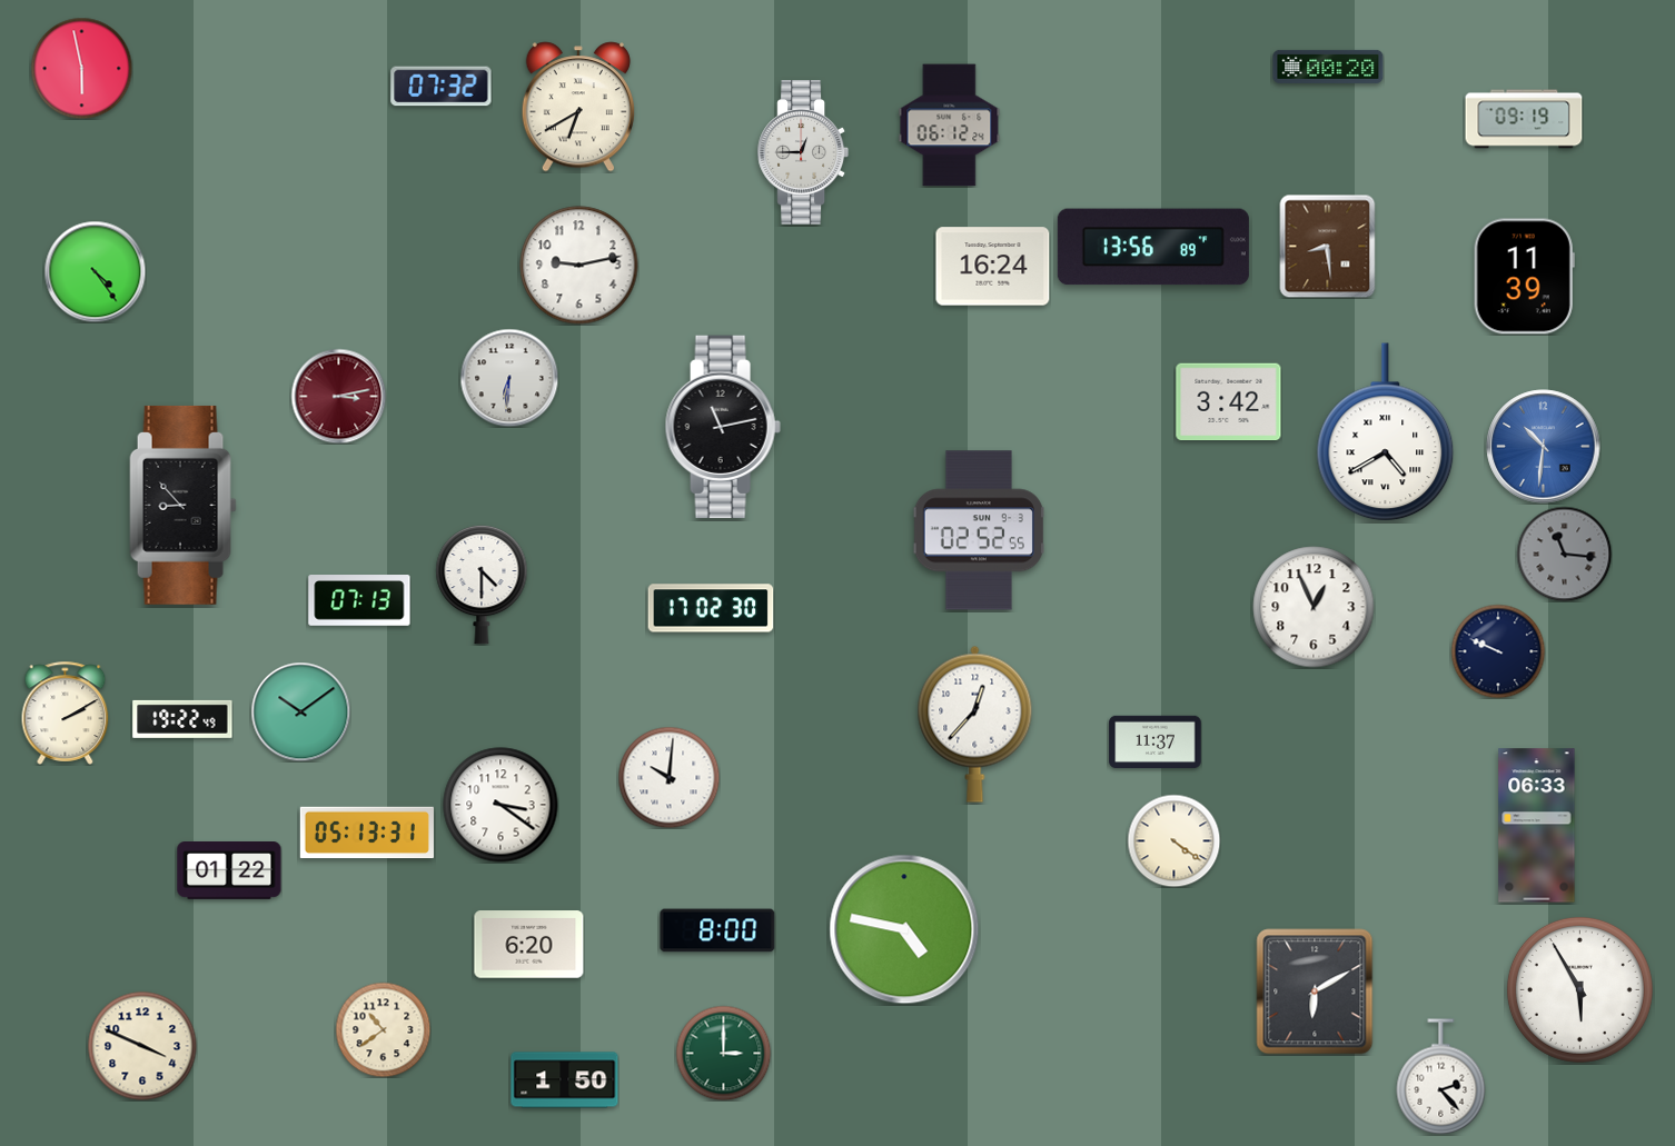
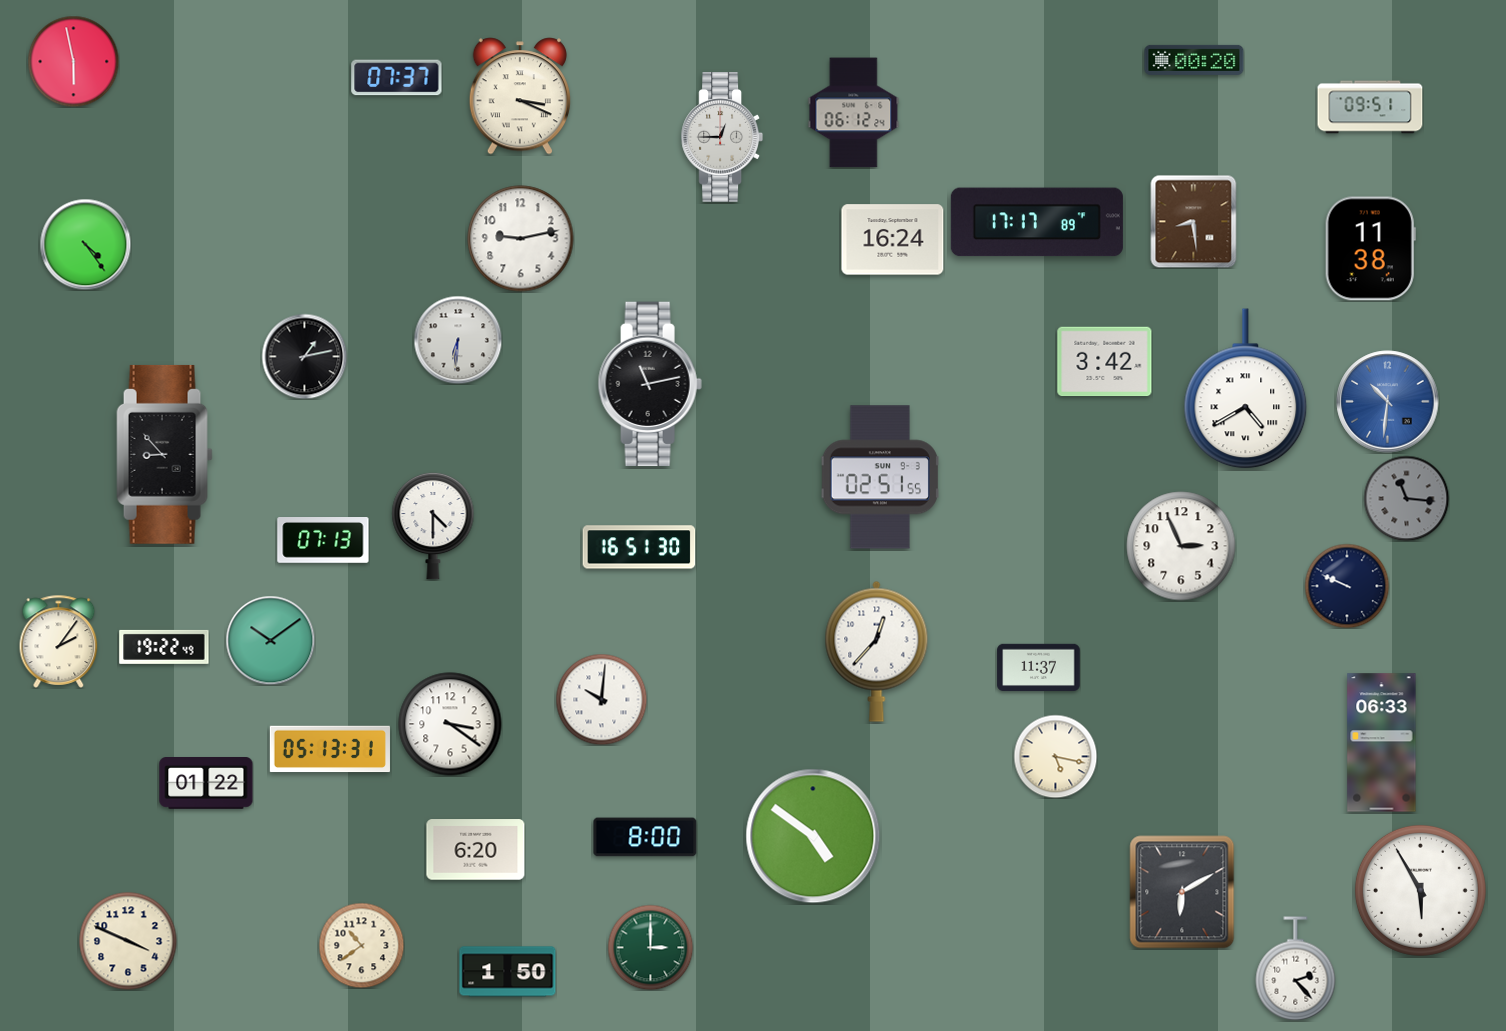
clock at (442, 87): 07:32 -> 07:37
clock at (578, 107): 6:40 -> 3:19
clock at (1524, 119): 09:19 -> 09:51
clock at (1153, 247): 13:56 -> 17:17
clock at (1524, 277): 11:39 -> 11:38
clock at (338, 396): 3:13 -> 1:13
clock at (338, 396) dial: burgundy -> black
clock at (979, 530): 02:52 -> 02:51
clock at (1314, 607): 12:56 -> 2:56
clock at (711, 608): 17:02 -> 16:51
clock at (66, 712): 2:10 -> 2:06
clock at (1173, 840): 4:21 -> 5:17
clock at (904, 929): 4:47 -> 4:51
clock at (383, 1029) position: (383, 1029) -> (361, 945)
